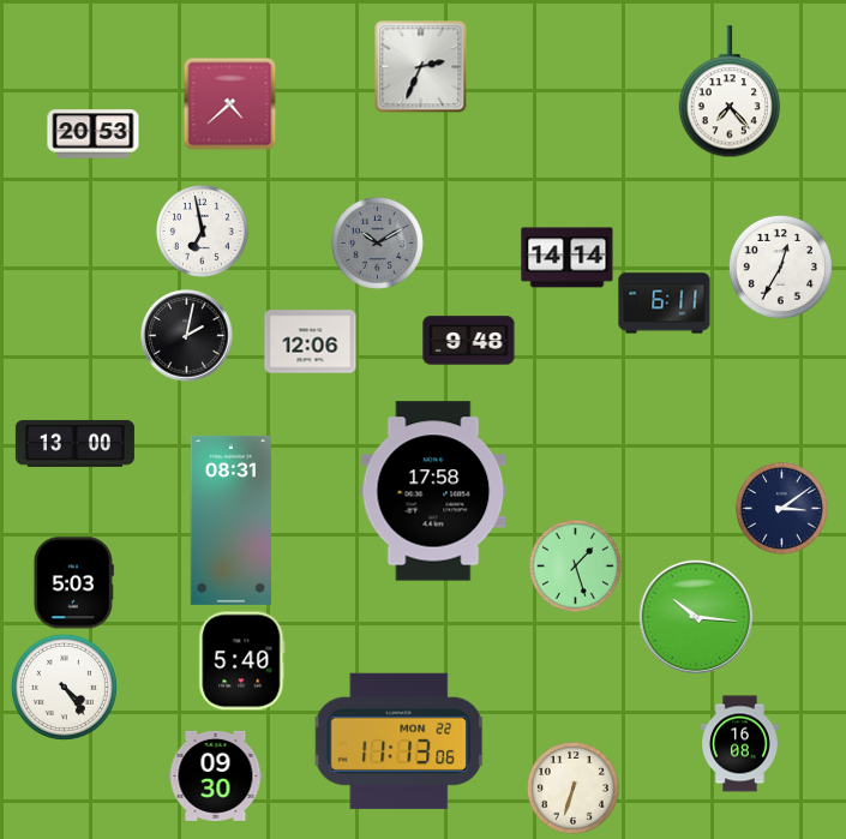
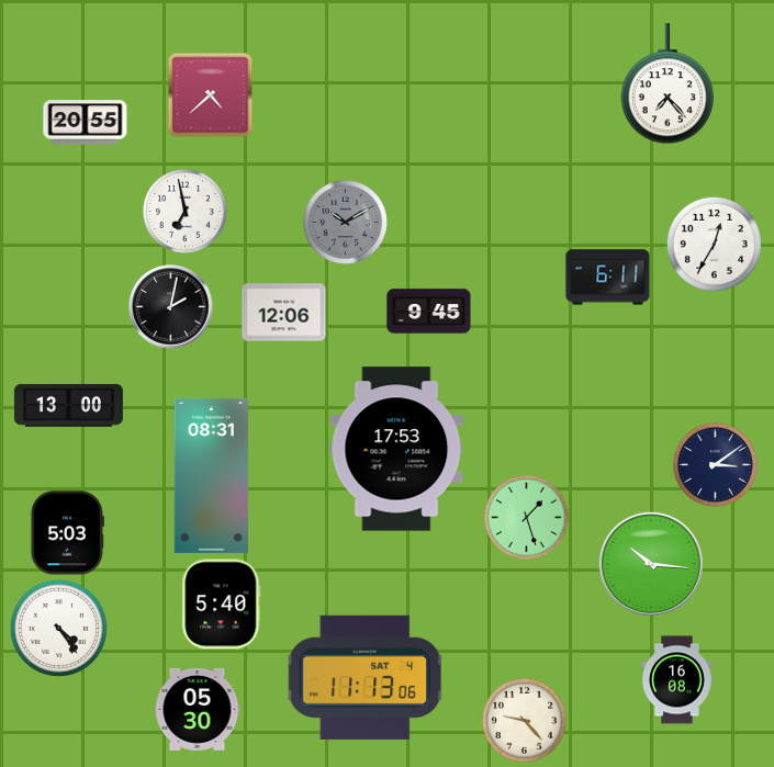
clock at (421, 67): 2:34 -> none
clock at (94, 134): 20:53 -> 20:55
clock at (568, 258): 14:14 -> none
clock at (469, 341): 9:48 -> 9:45
clock at (433, 491): 17:58 -> 17:53
clock at (695, 616) position: (695, 616) -> (650, 563)
clock at (400, 741) date: MON 22 -> SAT 4
clock at (216, 775): 09:30 -> 05:30
clock at (572, 787): 6:33 -> 9:23
